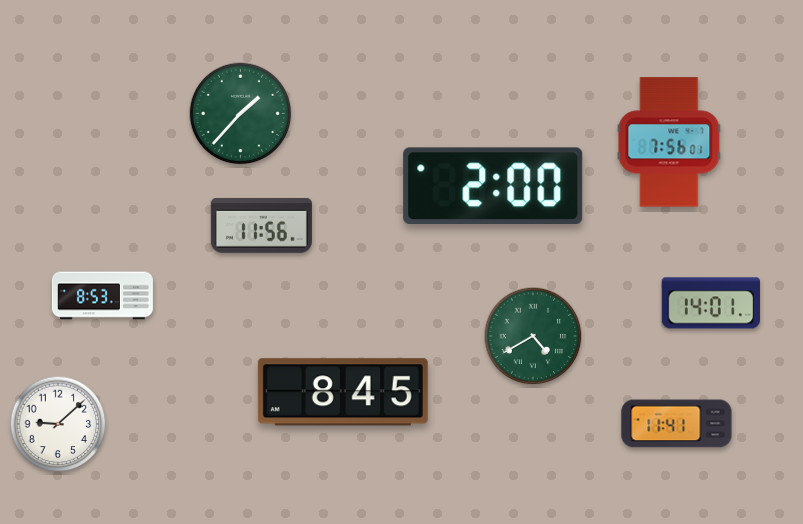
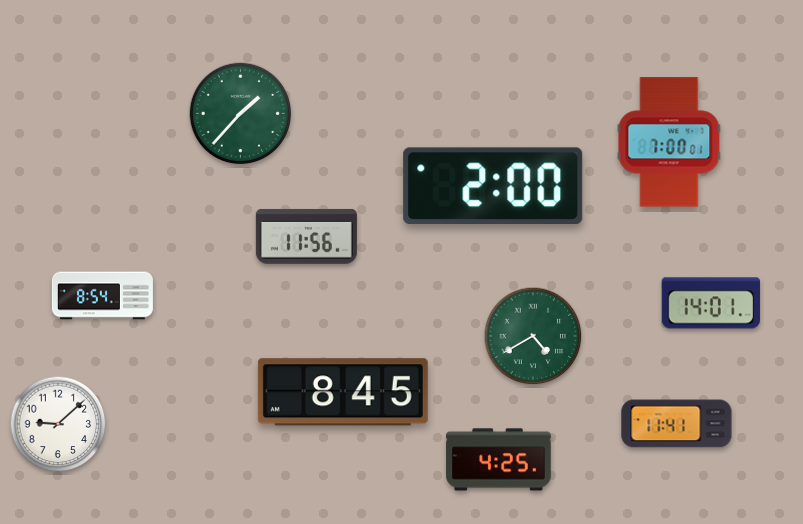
clock at (669, 142): 7:56 -> 7:00
clock at (261, 225) position: (261, 225) -> (306, 236)
clock at (102, 296): 8:53 -> 8:54
clock at (499, 460): none -> 4:25
